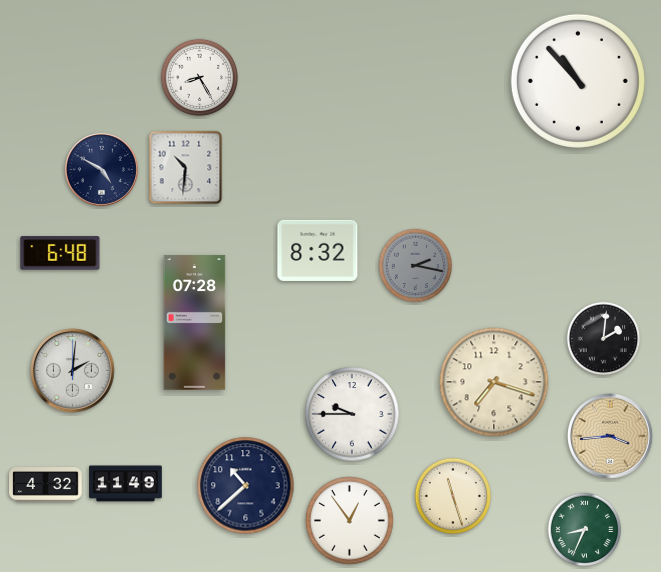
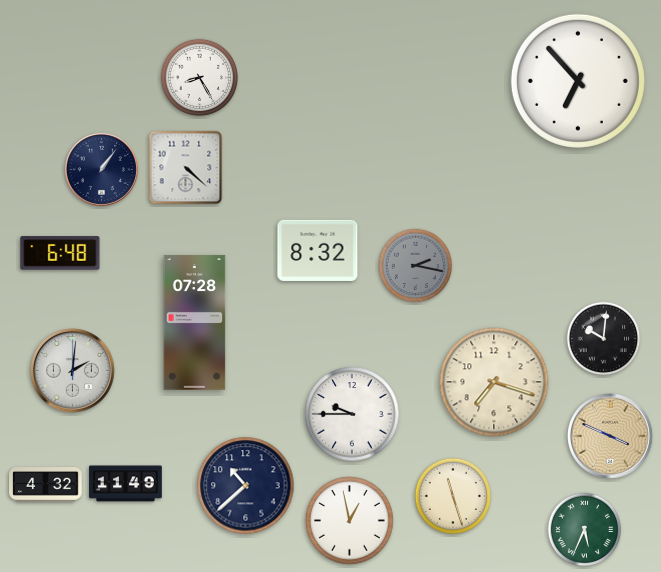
clock at (578, 81): 10:53 -> 6:53
clock at (186, 168): 10:31 -> 4:22
clock at (101, 169): 4:50 -> 1:06
clock at (604, 339): 2:01 -> 10:01
clock at (611, 437): 3:44 -> 3:49
clock at (350, 521): 12:54 -> 12:58
clock at (585, 530): 8:34 -> 5:34
